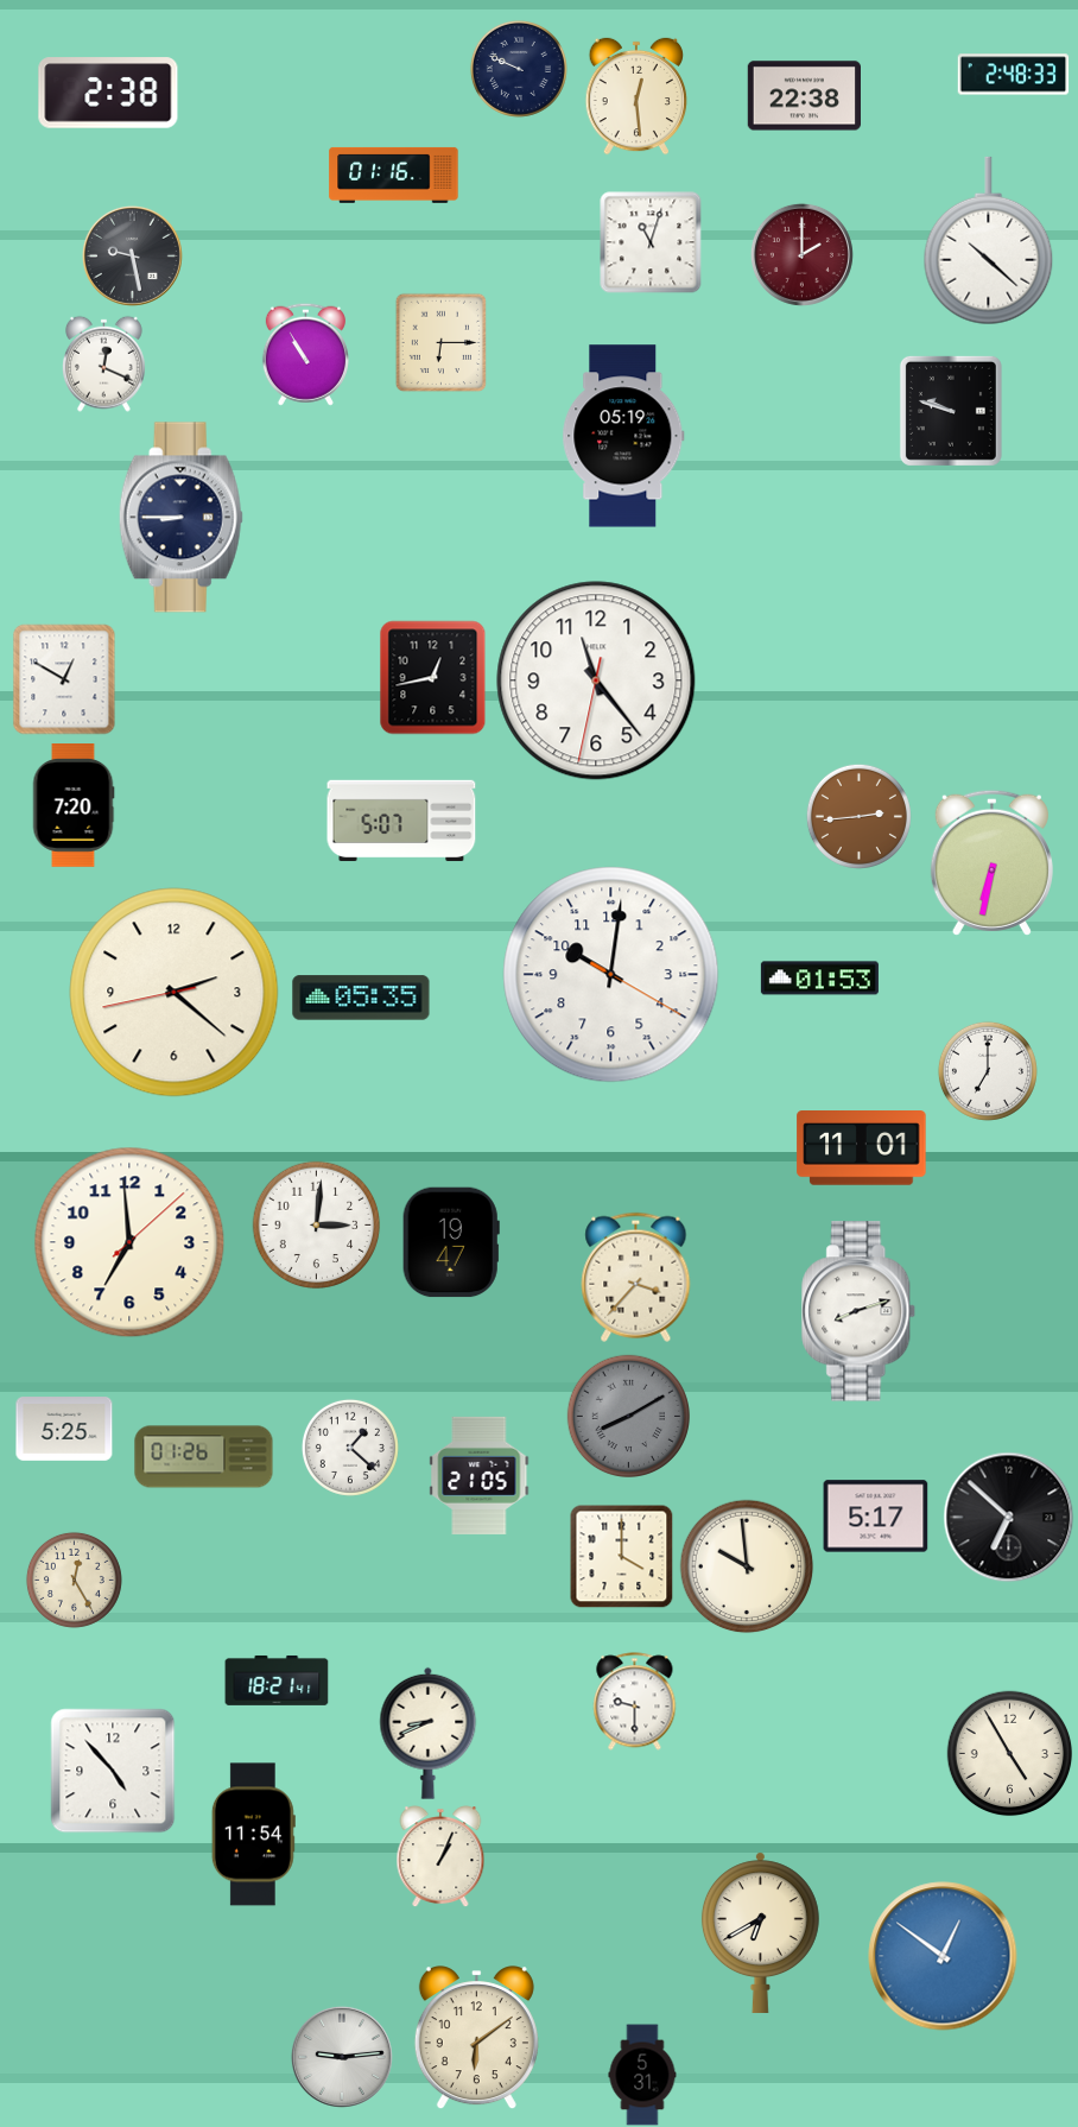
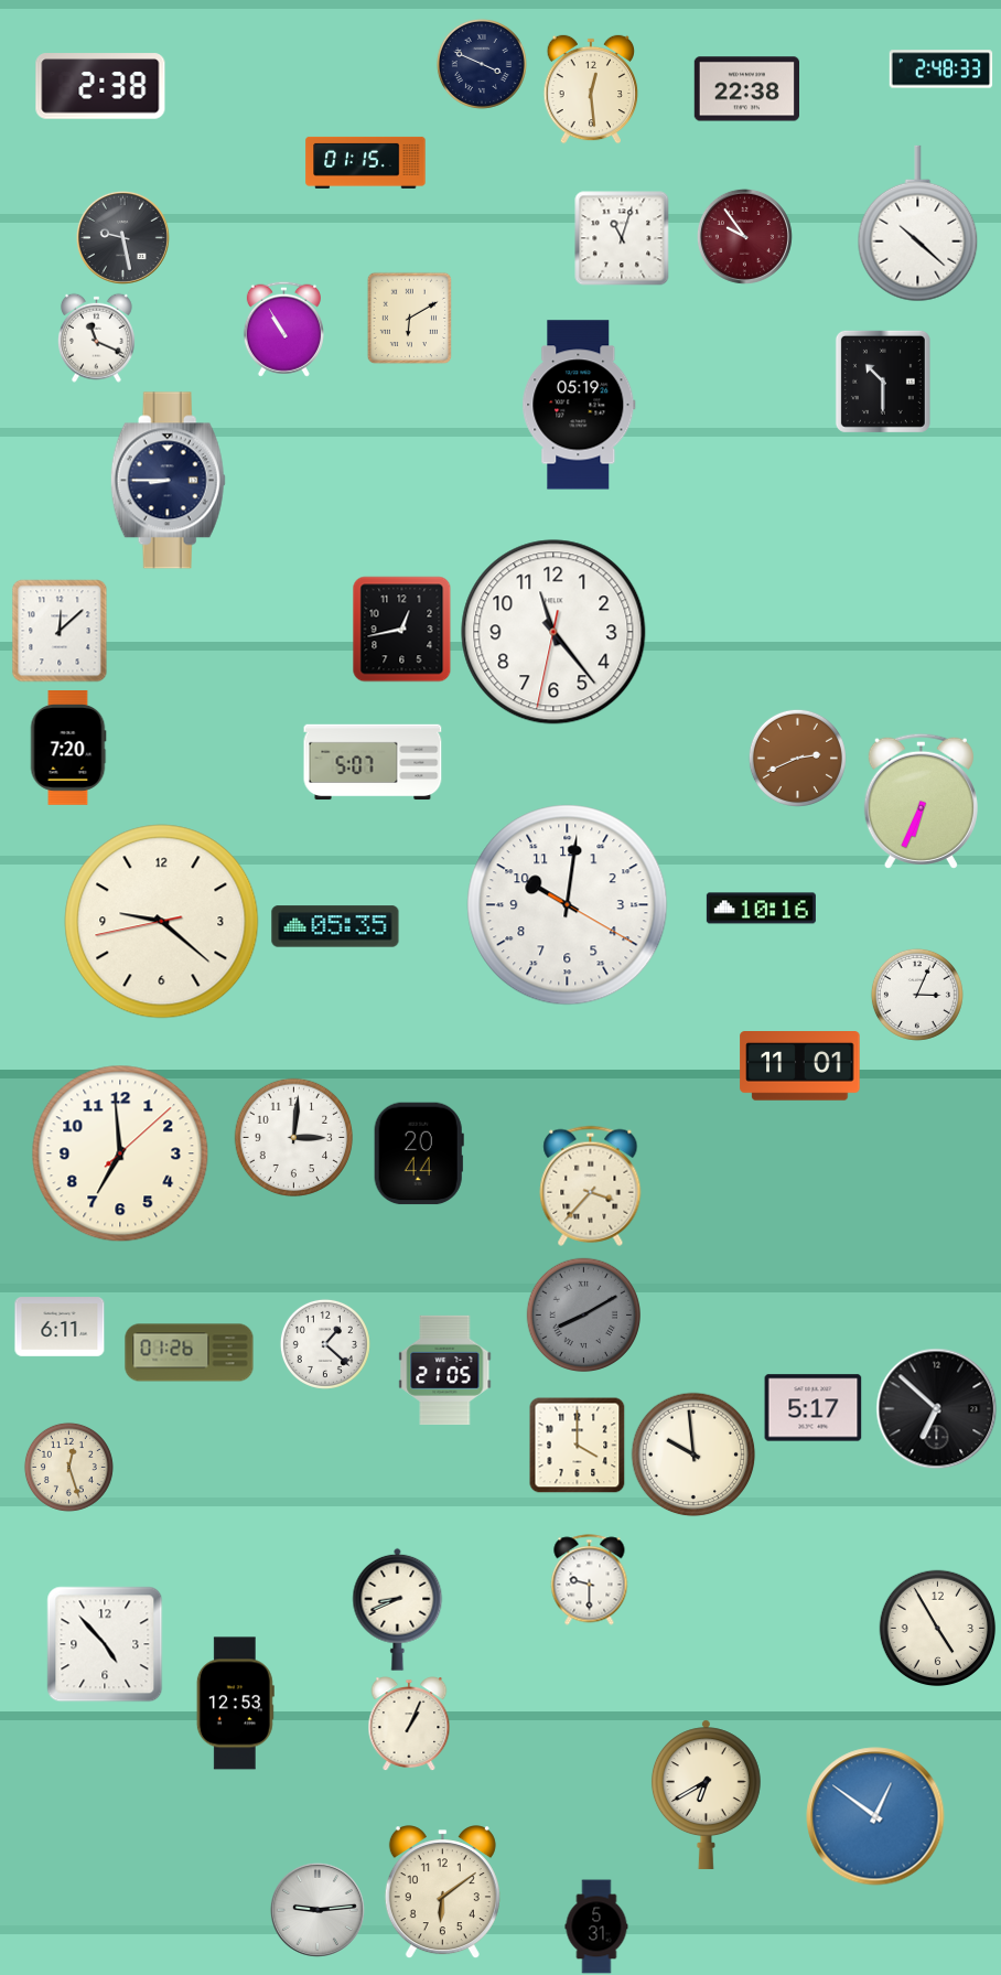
clock at (519, 69): 9:49 -> 3:49
clock at (394, 175): 01:16 -> 01:15
clock at (651, 242) position: (651, 242) -> (622, 238)
clock at (801, 254): 2:00 -> 9:54
clock at (440, 342): 6:15 -> 6:10
clock at (104, 363): 12:19 -> 11:19
clock at (951, 411): 9:48 -> 10:30
clock at (64, 679): 12:50 -> 12:08
clock at (858, 816): 2:44 -> 2:41
clock at (991, 862): 6:32 -> 6:34
clock at (819, 979): 01:53 -> 10:16
clock at (175, 993): 2:21 -> 9:21
clock at (988, 1071): 7:00 -> 3:04
clock at (451, 1242): 19:47 -> 20:44
clock at (860, 1311): 8:12 -> none
clock at (64, 1429): 5:25 -> 6:11
clock at (74, 1580): 12:25 -> 12:27
clock at (277, 1680): 18:21 -> none
clock at (253, 1835): 11:54 -> 12:53
